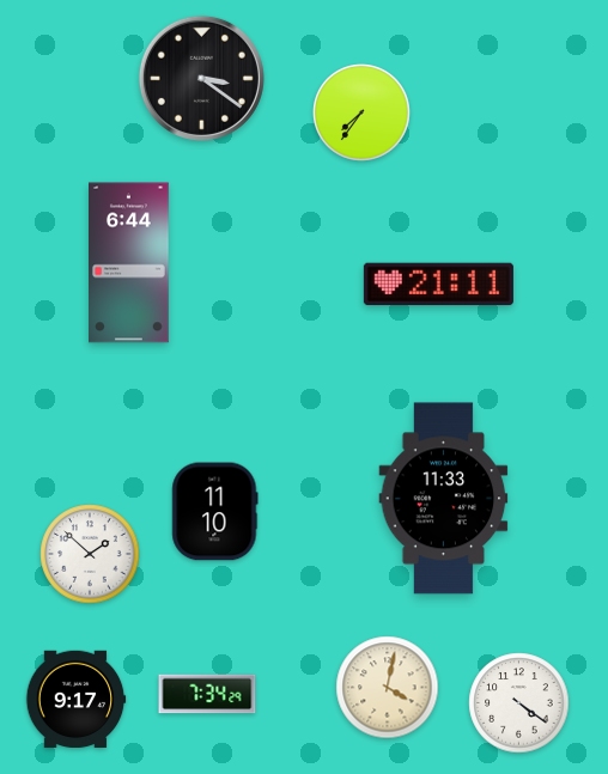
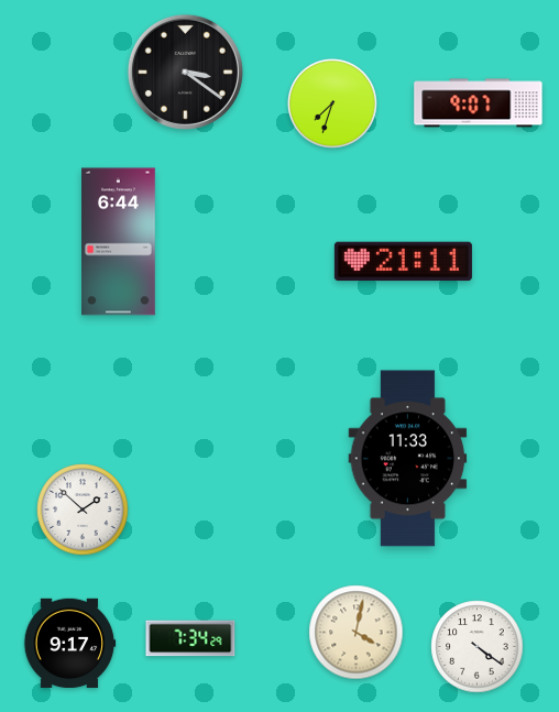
clock at (479, 103): none -> 9:07
clock at (363, 114): 7:36 -> 7:33
clock at (215, 512): 11:10 -> none
